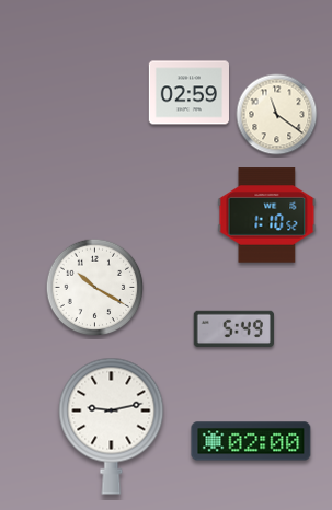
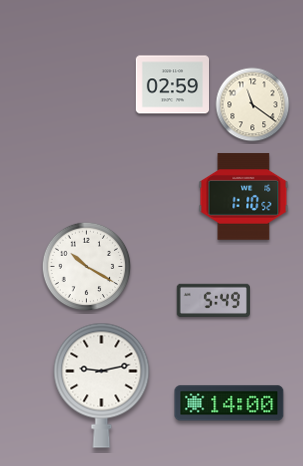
clock at (95, 288) position: (95, 288) -> (87, 267)
clock at (112, 426) position: (112, 426) -> (102, 385)
clock at (251, 441): 02:00 -> 14:00
